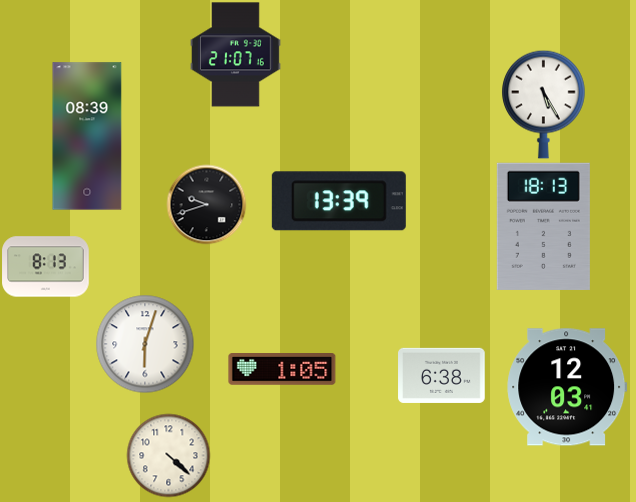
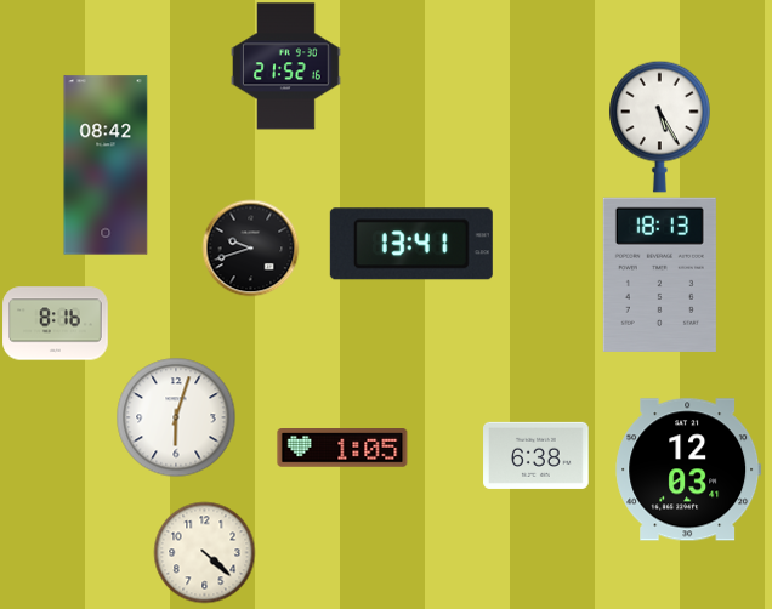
clock at (236, 55): 21:07 -> 21:52
clock at (87, 136): 08:39 -> 08:42
clock at (339, 201): 13:39 -> 13:41
clock at (46, 267): 8:13 -> 8:16
